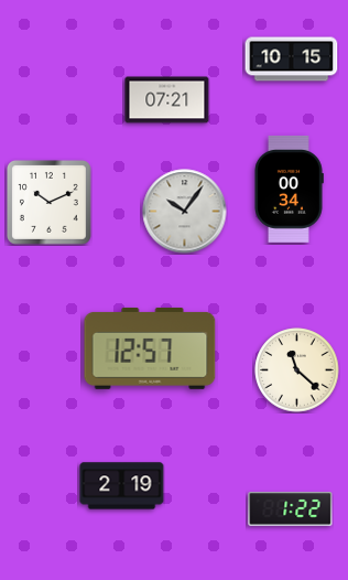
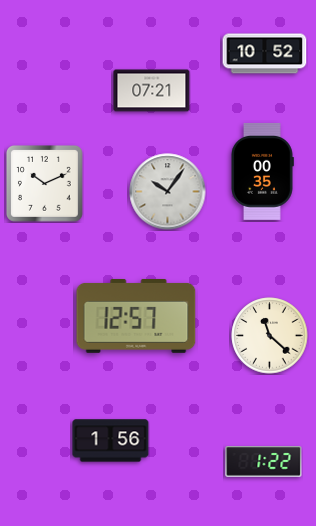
clock at (292, 60): 10:15 -> 10:52
clock at (290, 189): 00:34 -> 00:35
clock at (122, 486): 2:19 -> 1:56
